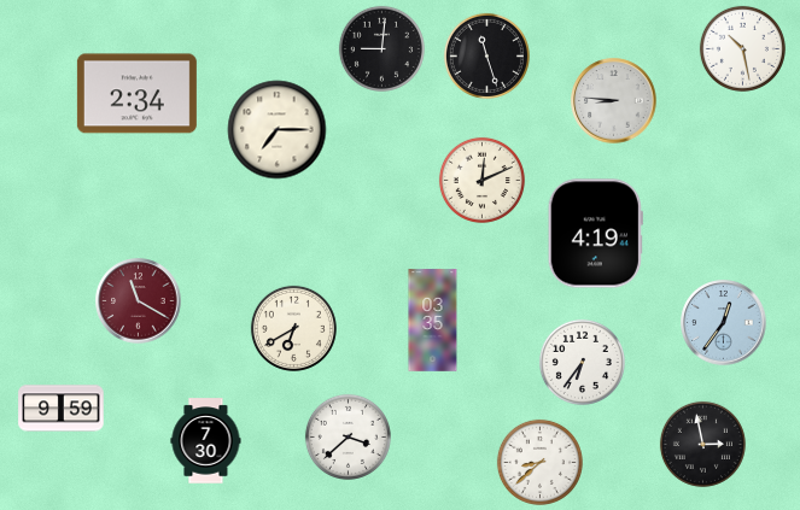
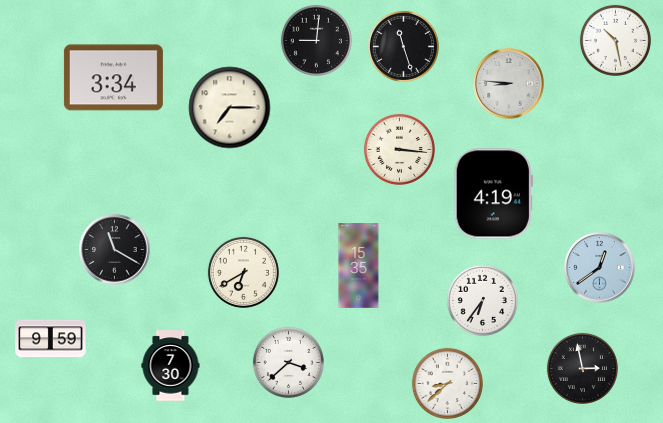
clock at (136, 94): 2:34 -> 3:34
clock at (481, 180): 12:11 -> 3:16
clock at (139, 301) dial: burgundy -> black
clock at (433, 321): 03:35 -> 15:35
clock at (724, 323): 12:36 -> 12:39
